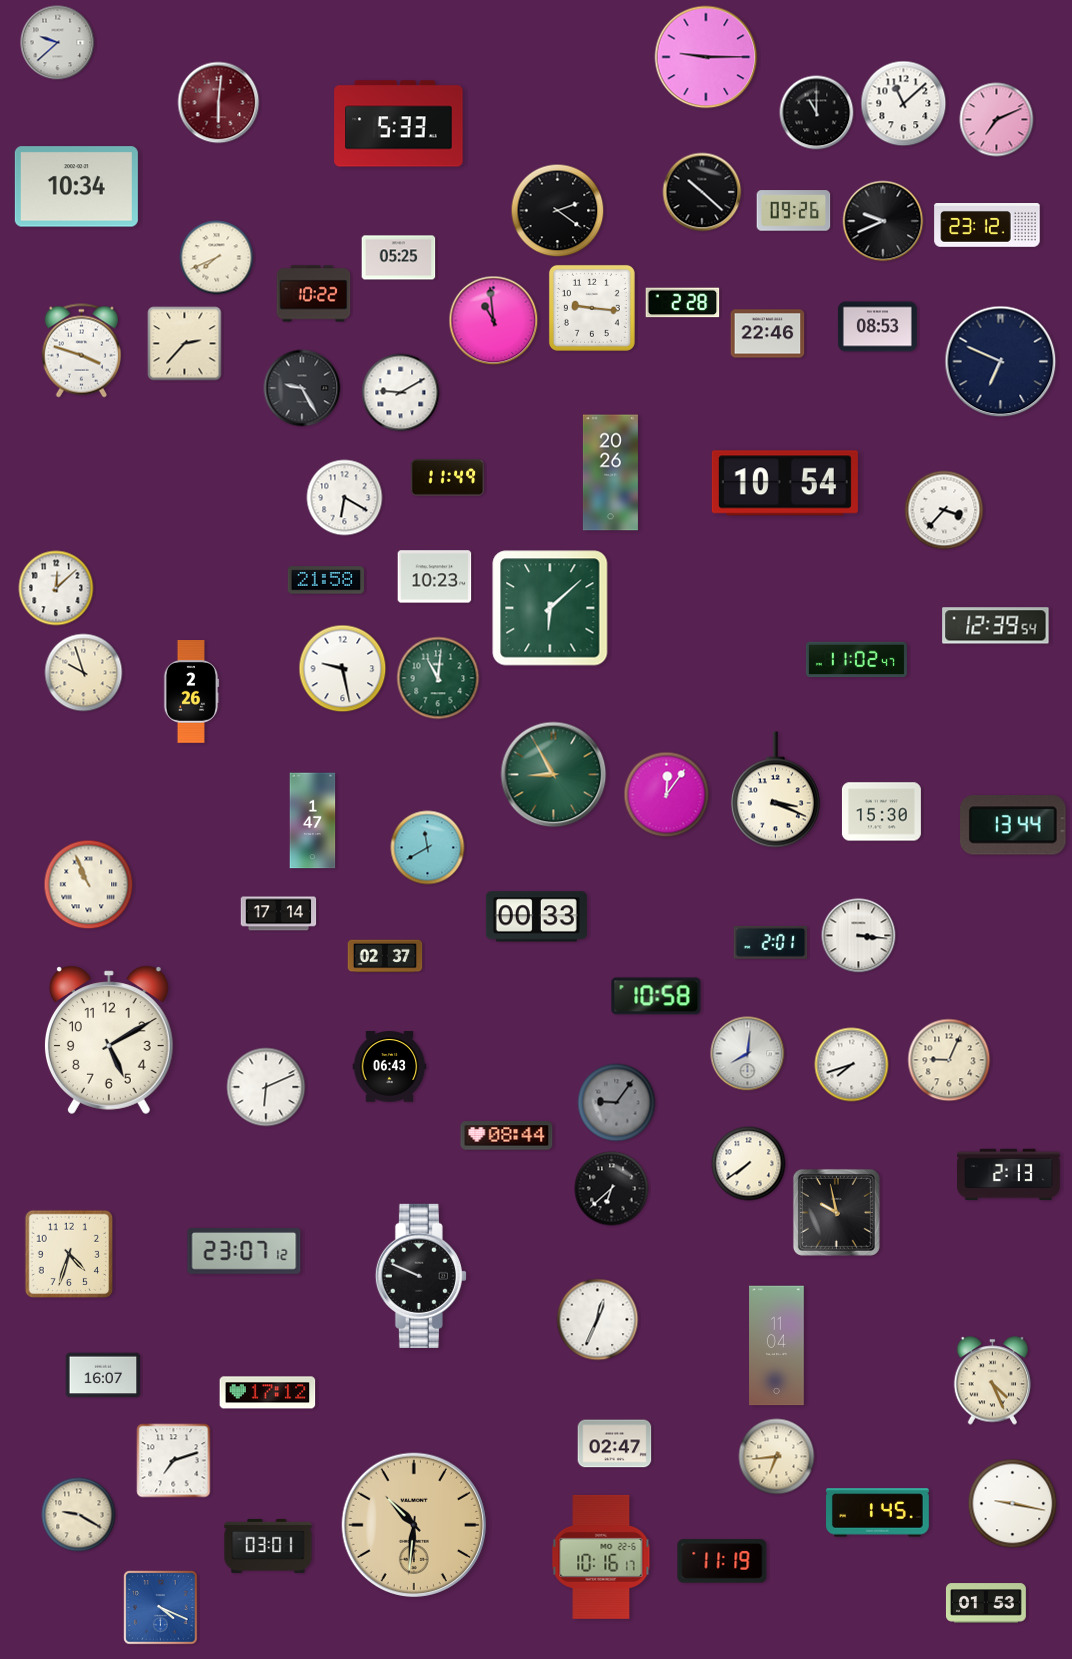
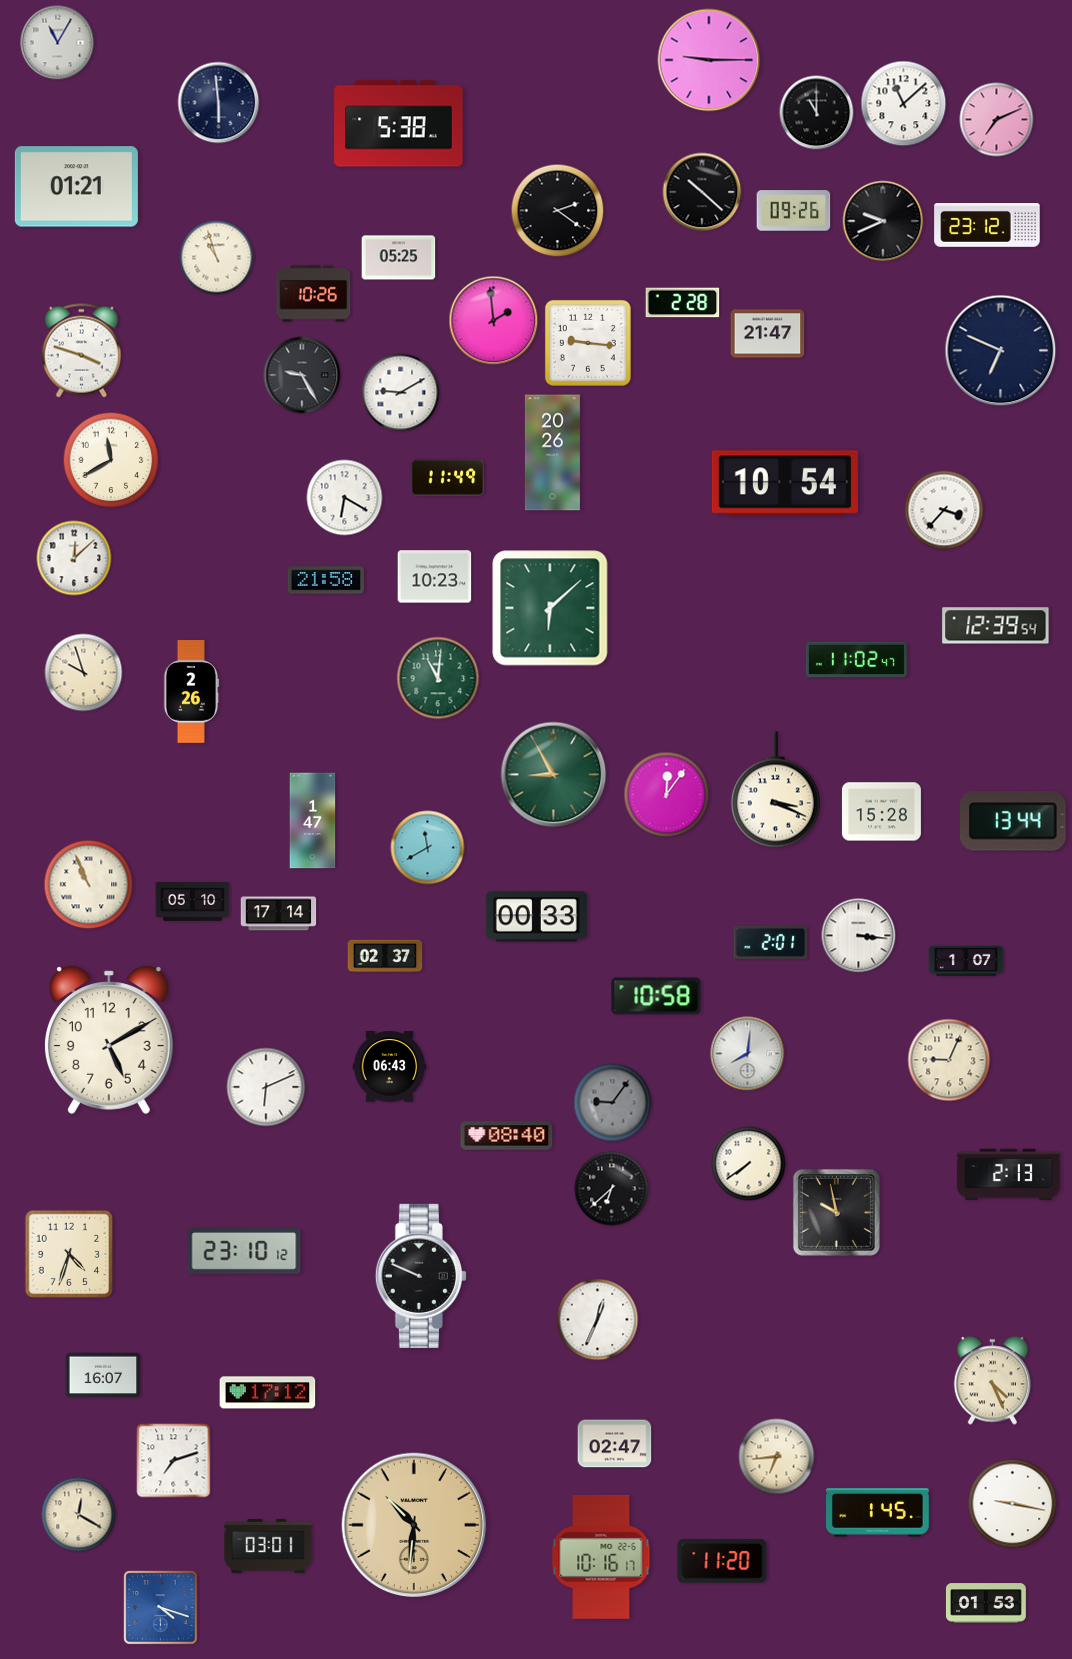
clock at (58, 43): 9:38 -> 11:05
clock at (706, 57) position: (706, 57) -> (709, 60)
clock at (219, 103): 6:01 -> 5:59
clock at (219, 103) dial: burgundy -> navy
clock at (399, 124): 5:33 -> 5:38
clock at (76, 187): 10:34 -> 01:21
clock at (217, 258): 7:41 -> 10:57
clock at (314, 294): 10:22 -> 10:26
clock at (592, 308) position: (592, 308) -> (588, 343)
clock at (494, 321): 10:59 -> 1:59
clock at (877, 327): 08:53 -> none
clock at (768, 334): 22:46 -> 21:47
clock at (185, 344): 2:37 -> none
clock at (1001, 362) position: (1001, 362) -> (1001, 351)
clock at (302, 388) position: (302, 388) -> (302, 375)
clock at (111, 460): none -> 11:40
clock at (610, 473) position: (610, 473) -> (552, 453)
clock at (56, 588) position: (56, 588) -> (74, 558)
clock at (343, 669): 9:28 -> none
clock at (881, 812): 15:30 -> 15:28
clock at (1014, 825) position: (1014, 825) -> (1014, 821)
clock at (193, 901): none -> 05:10
clock at (966, 961): none -> 1:07
clock at (852, 1065): 7:42 -> none
clock at (617, 1103) position: (617, 1103) -> (613, 1103)
clock at (507, 1136): 08:44 -> 08:40
clock at (244, 1252): 23:07 -> 23:10
clock at (777, 1346): 11:04 -> none
clock at (79, 1515): 9:20 -> 12:20
clock at (722, 1561): 11:19 -> 11:20
clock at (161, 1608): 4:19 -> 4:18
